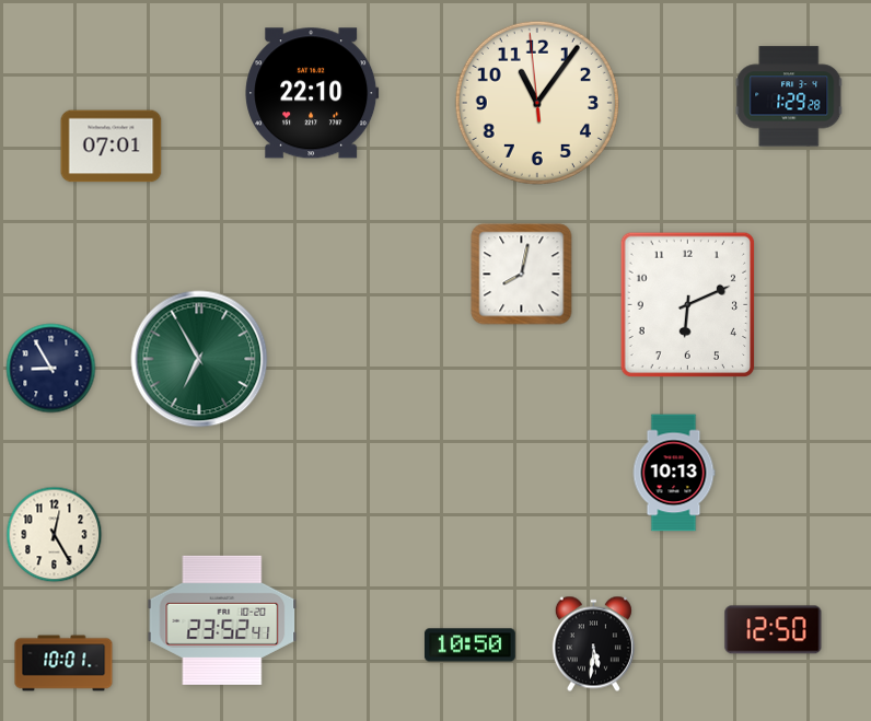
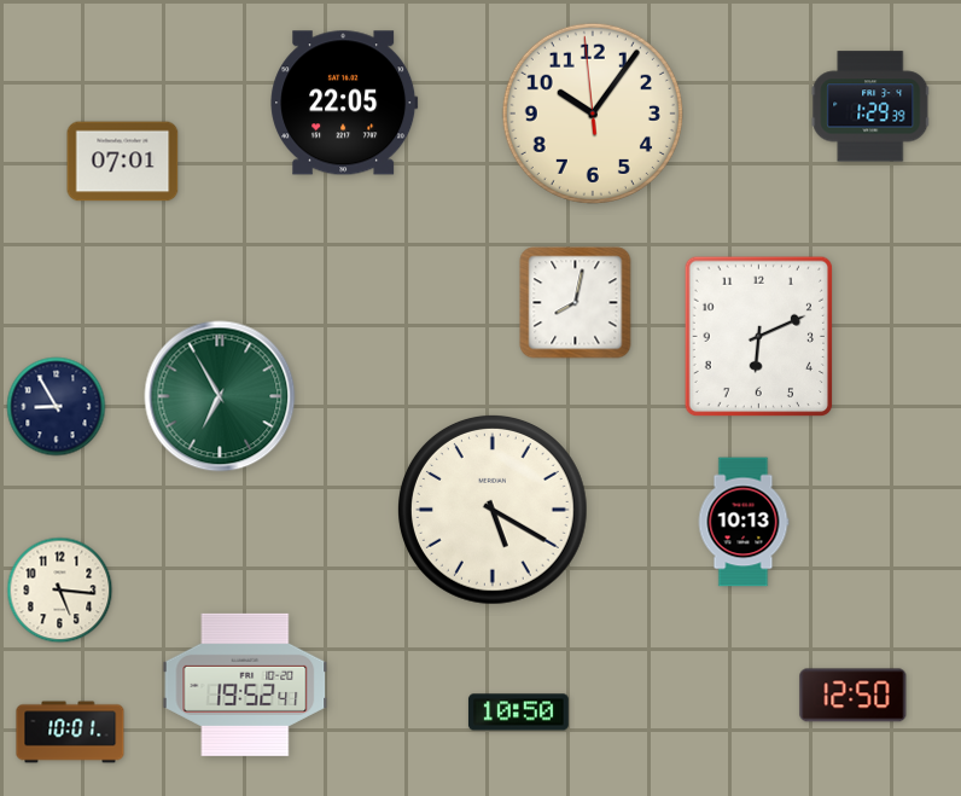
clock at (312, 93): 22:10 -> 22:05
clock at (789, 96): 1:29:28 -> 1:29:39
clock at (537, 103): 11:05 -> 10:05
clock at (493, 510): none -> 5:20
clock at (55, 535): 12:25 -> 5:16
clock at (222, 620): 23:52 -> 19:52
clock at (593, 644): 5:31 -> none
